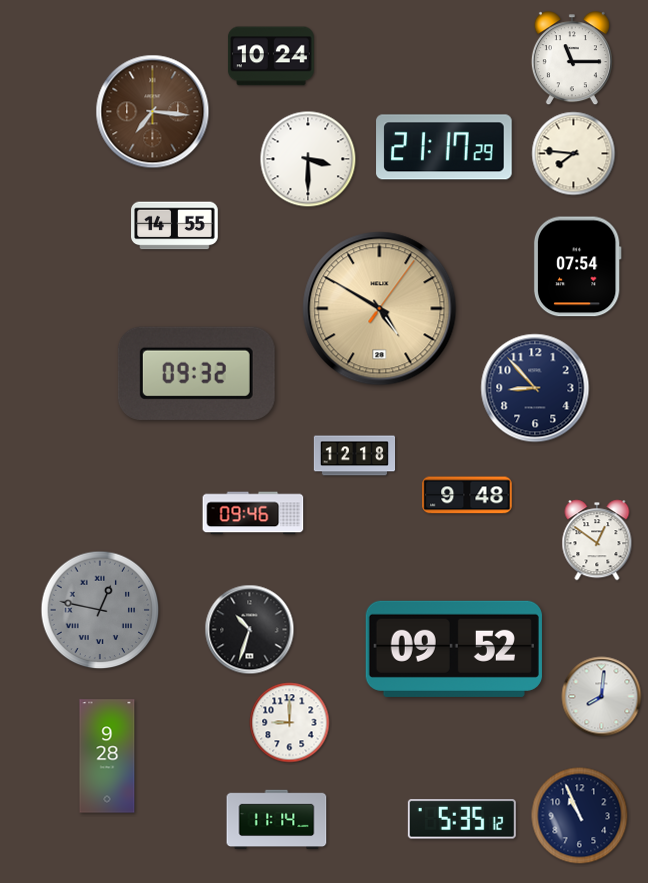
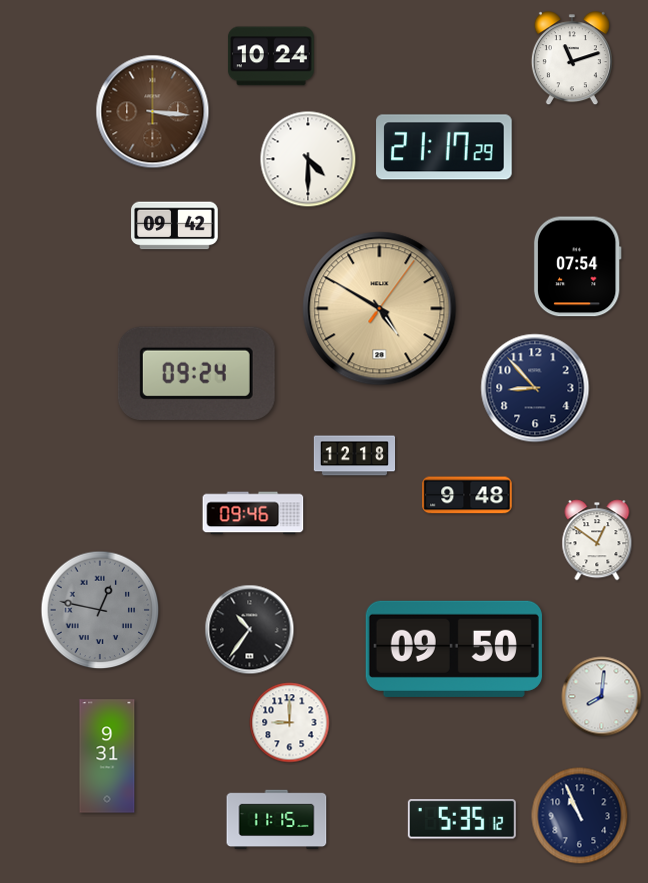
clock at (572, 59): 11:15 -> 11:12
clock at (153, 112): 7:16 -> 3:16
clock at (574, 154): 7:46 -> none
clock at (308, 159): 3:30 -> 4:30
clock at (175, 226): 14:55 -> 09:42
clock at (196, 373): 09:32 -> 09:24
clock at (250, 630): 10:33 -> 10:36
clock at (454, 649): 09:52 -> 09:50
clock at (107, 756): 9:28 -> 9:31
clock at (277, 820): 11:14 -> 11:15
